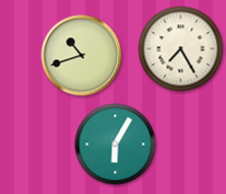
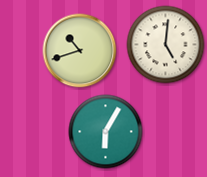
clock at (181, 49): 7:25 -> 5:01
clock at (82, 56) position: (82, 56) -> (80, 51)
